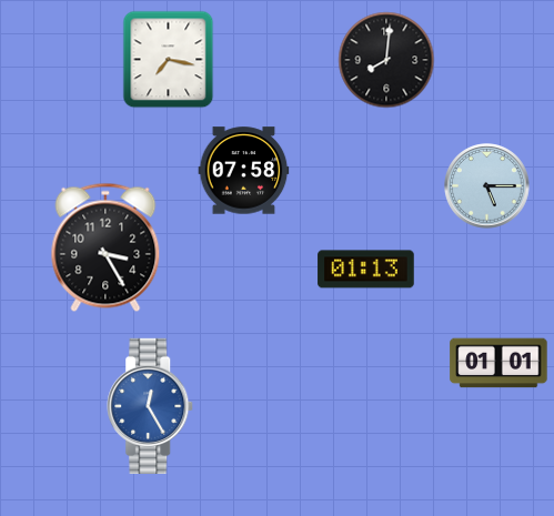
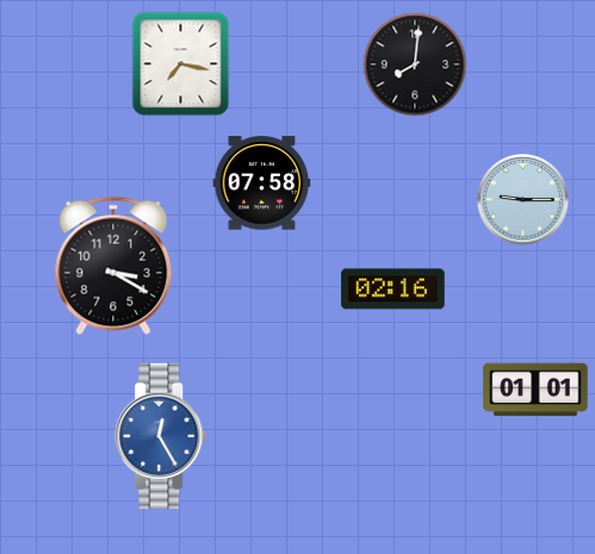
clock at (487, 186): 5:15 -> 9:15
clock at (105, 247): 3:25 -> 3:20
clock at (366, 270): 01:13 -> 02:16
